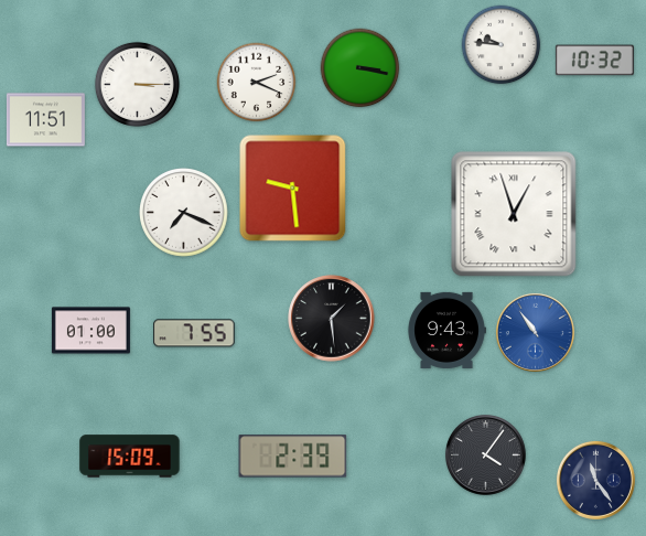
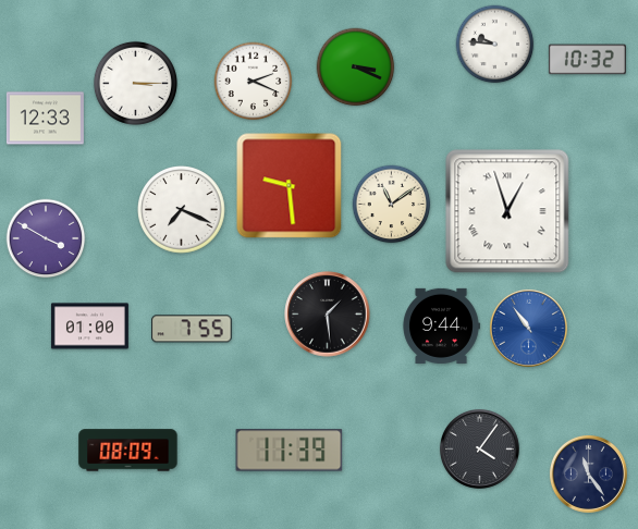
clock at (360, 68): 3:17 -> 3:19
clock at (45, 120): 11:51 -> 12:33
clock at (392, 205): none -> 11:09
clock at (46, 238): none -> 3:50
clock at (446, 330): 9:43 -> 9:44
clock at (130, 457): 15:09 -> 08:09
clock at (293, 457): 2:39 -> 11:39
